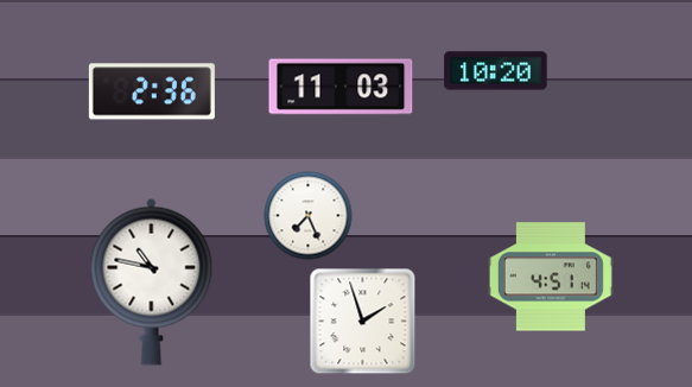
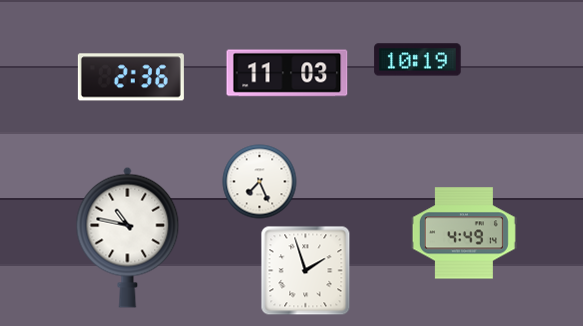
clock at (496, 71): 10:20 -> 10:19
clock at (152, 91) position: (152, 91) -> (131, 77)
clock at (551, 277): 4:51 -> 4:49
